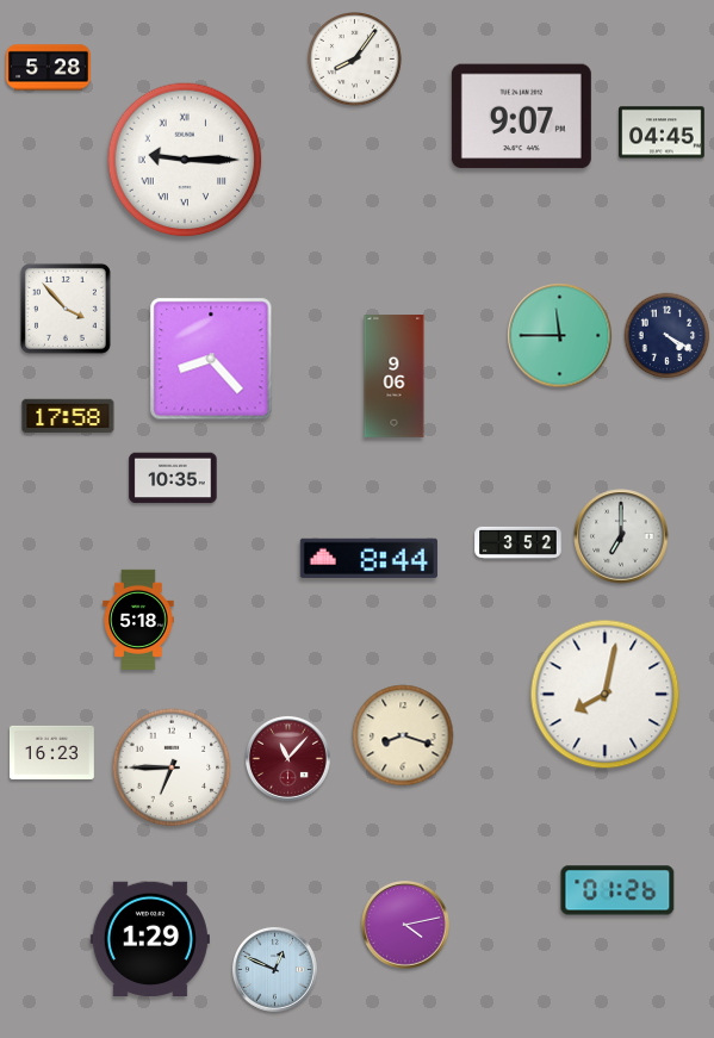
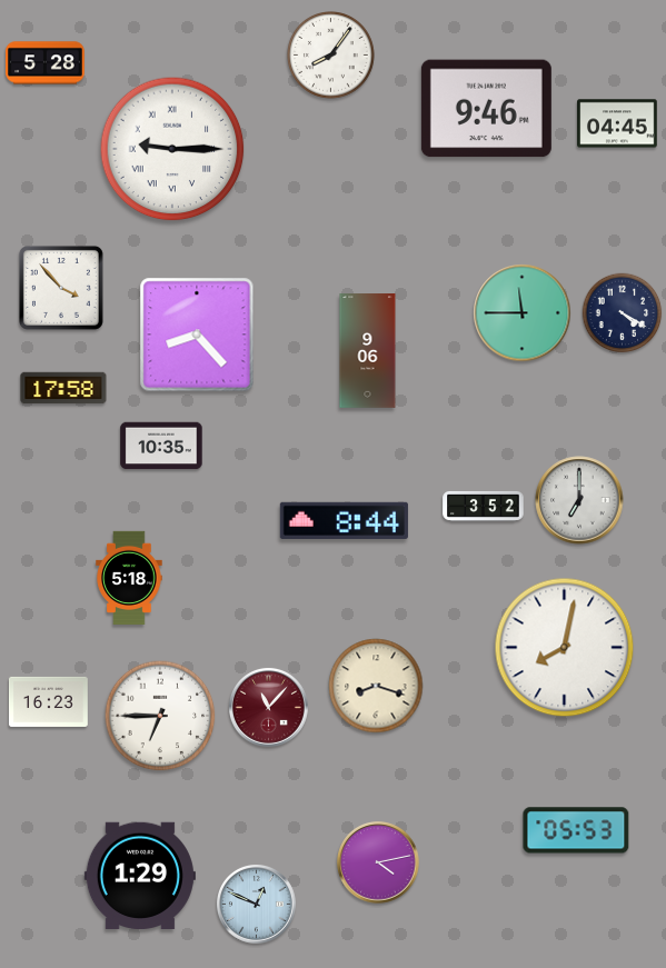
clock at (521, 117): 9:07 -> 9:46
clock at (617, 890): 01:26 -> 05:53
